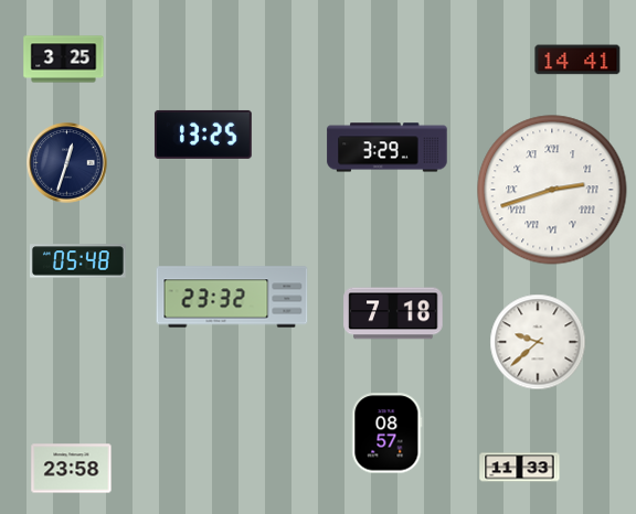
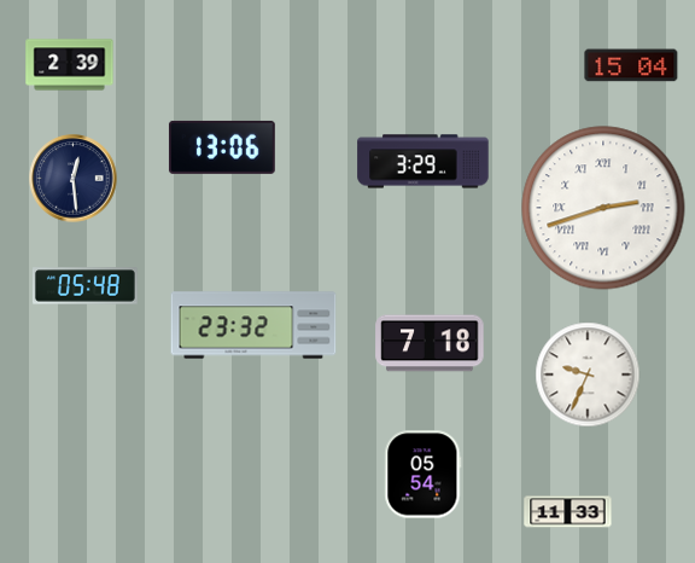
clock at (64, 60): 3:25 -> 2:39
clock at (577, 60): 14:41 -> 15:04
clock at (203, 135): 13:25 -> 13:06
clock at (67, 163): 12:33 -> 12:29
clock at (538, 342): 9:38 -> 9:34
clock at (388, 433): 08:57 -> 05:54
clock at (72, 469): 23:58 -> none
